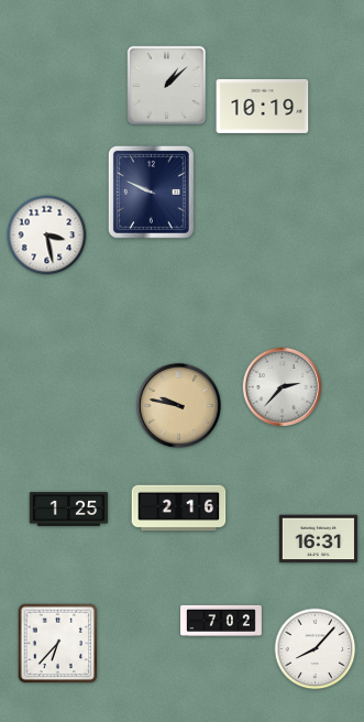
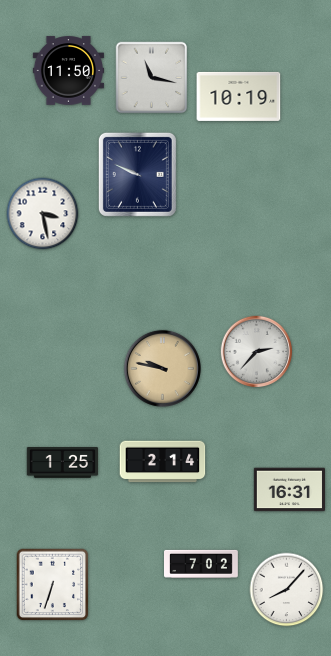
clock at (69, 71): none -> 11:50
clock at (167, 86): 1:08 -> 11:17
clock at (179, 508): 2:16 -> 2:14
clock at (58, 644): 6:37 -> 6:33
